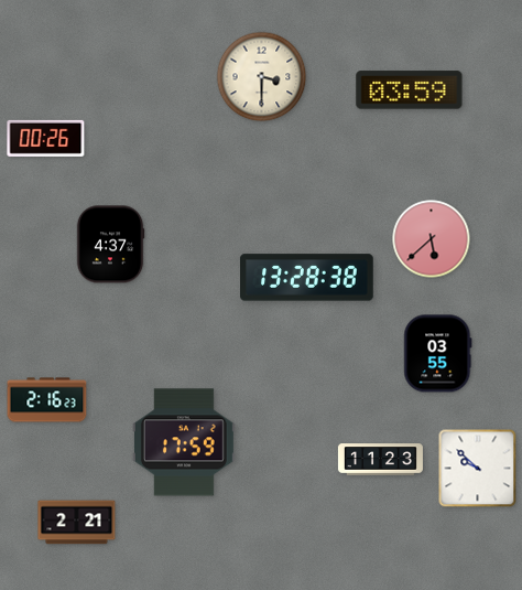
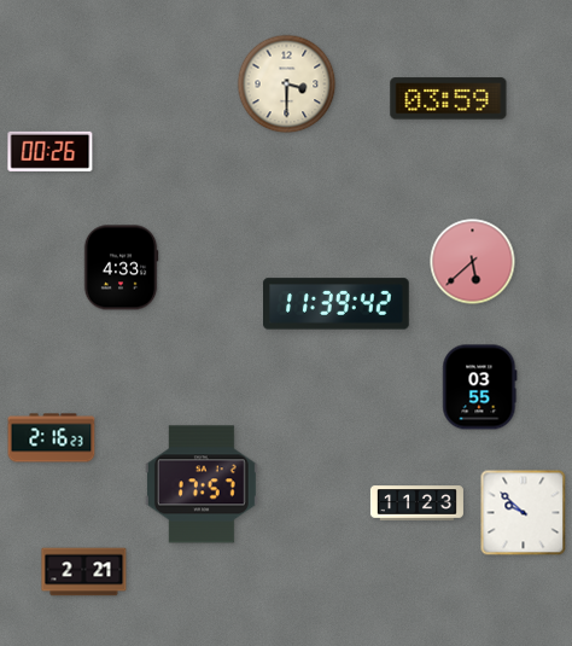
clock at (110, 245): 4:37 -> 4:33
clock at (307, 278): 13:28 -> 11:39
clock at (184, 442): 17:59 -> 17:57
